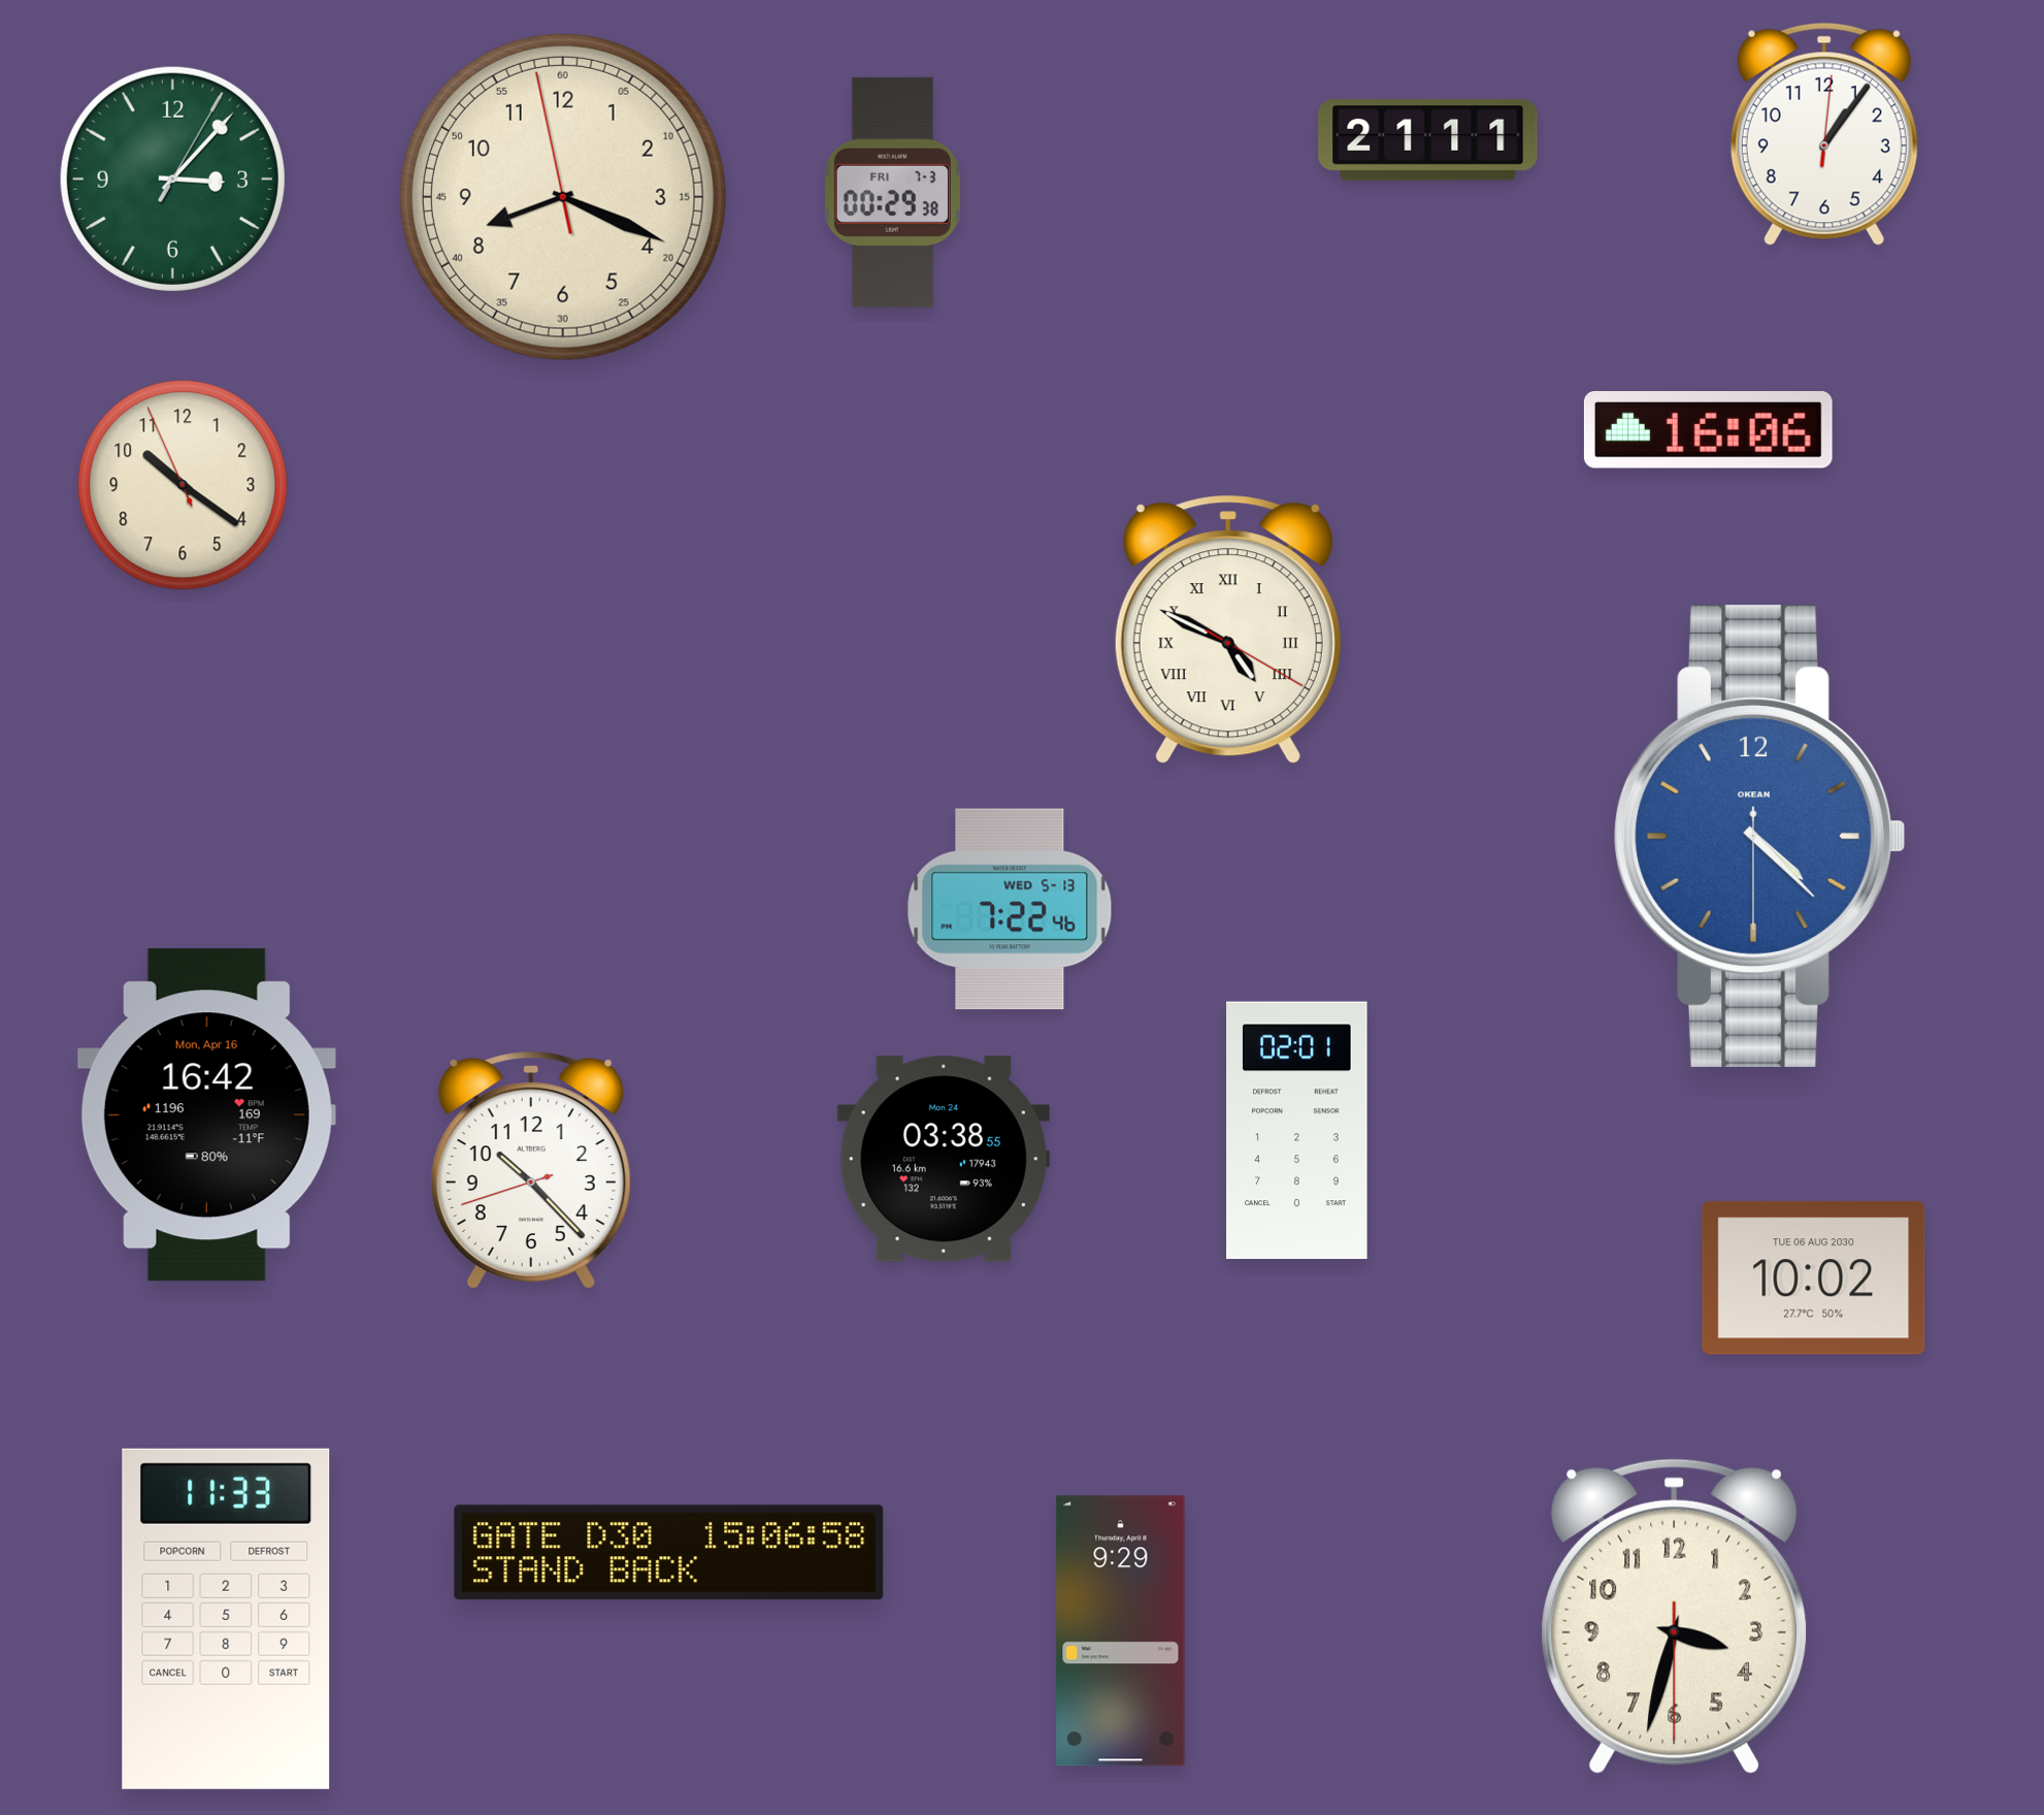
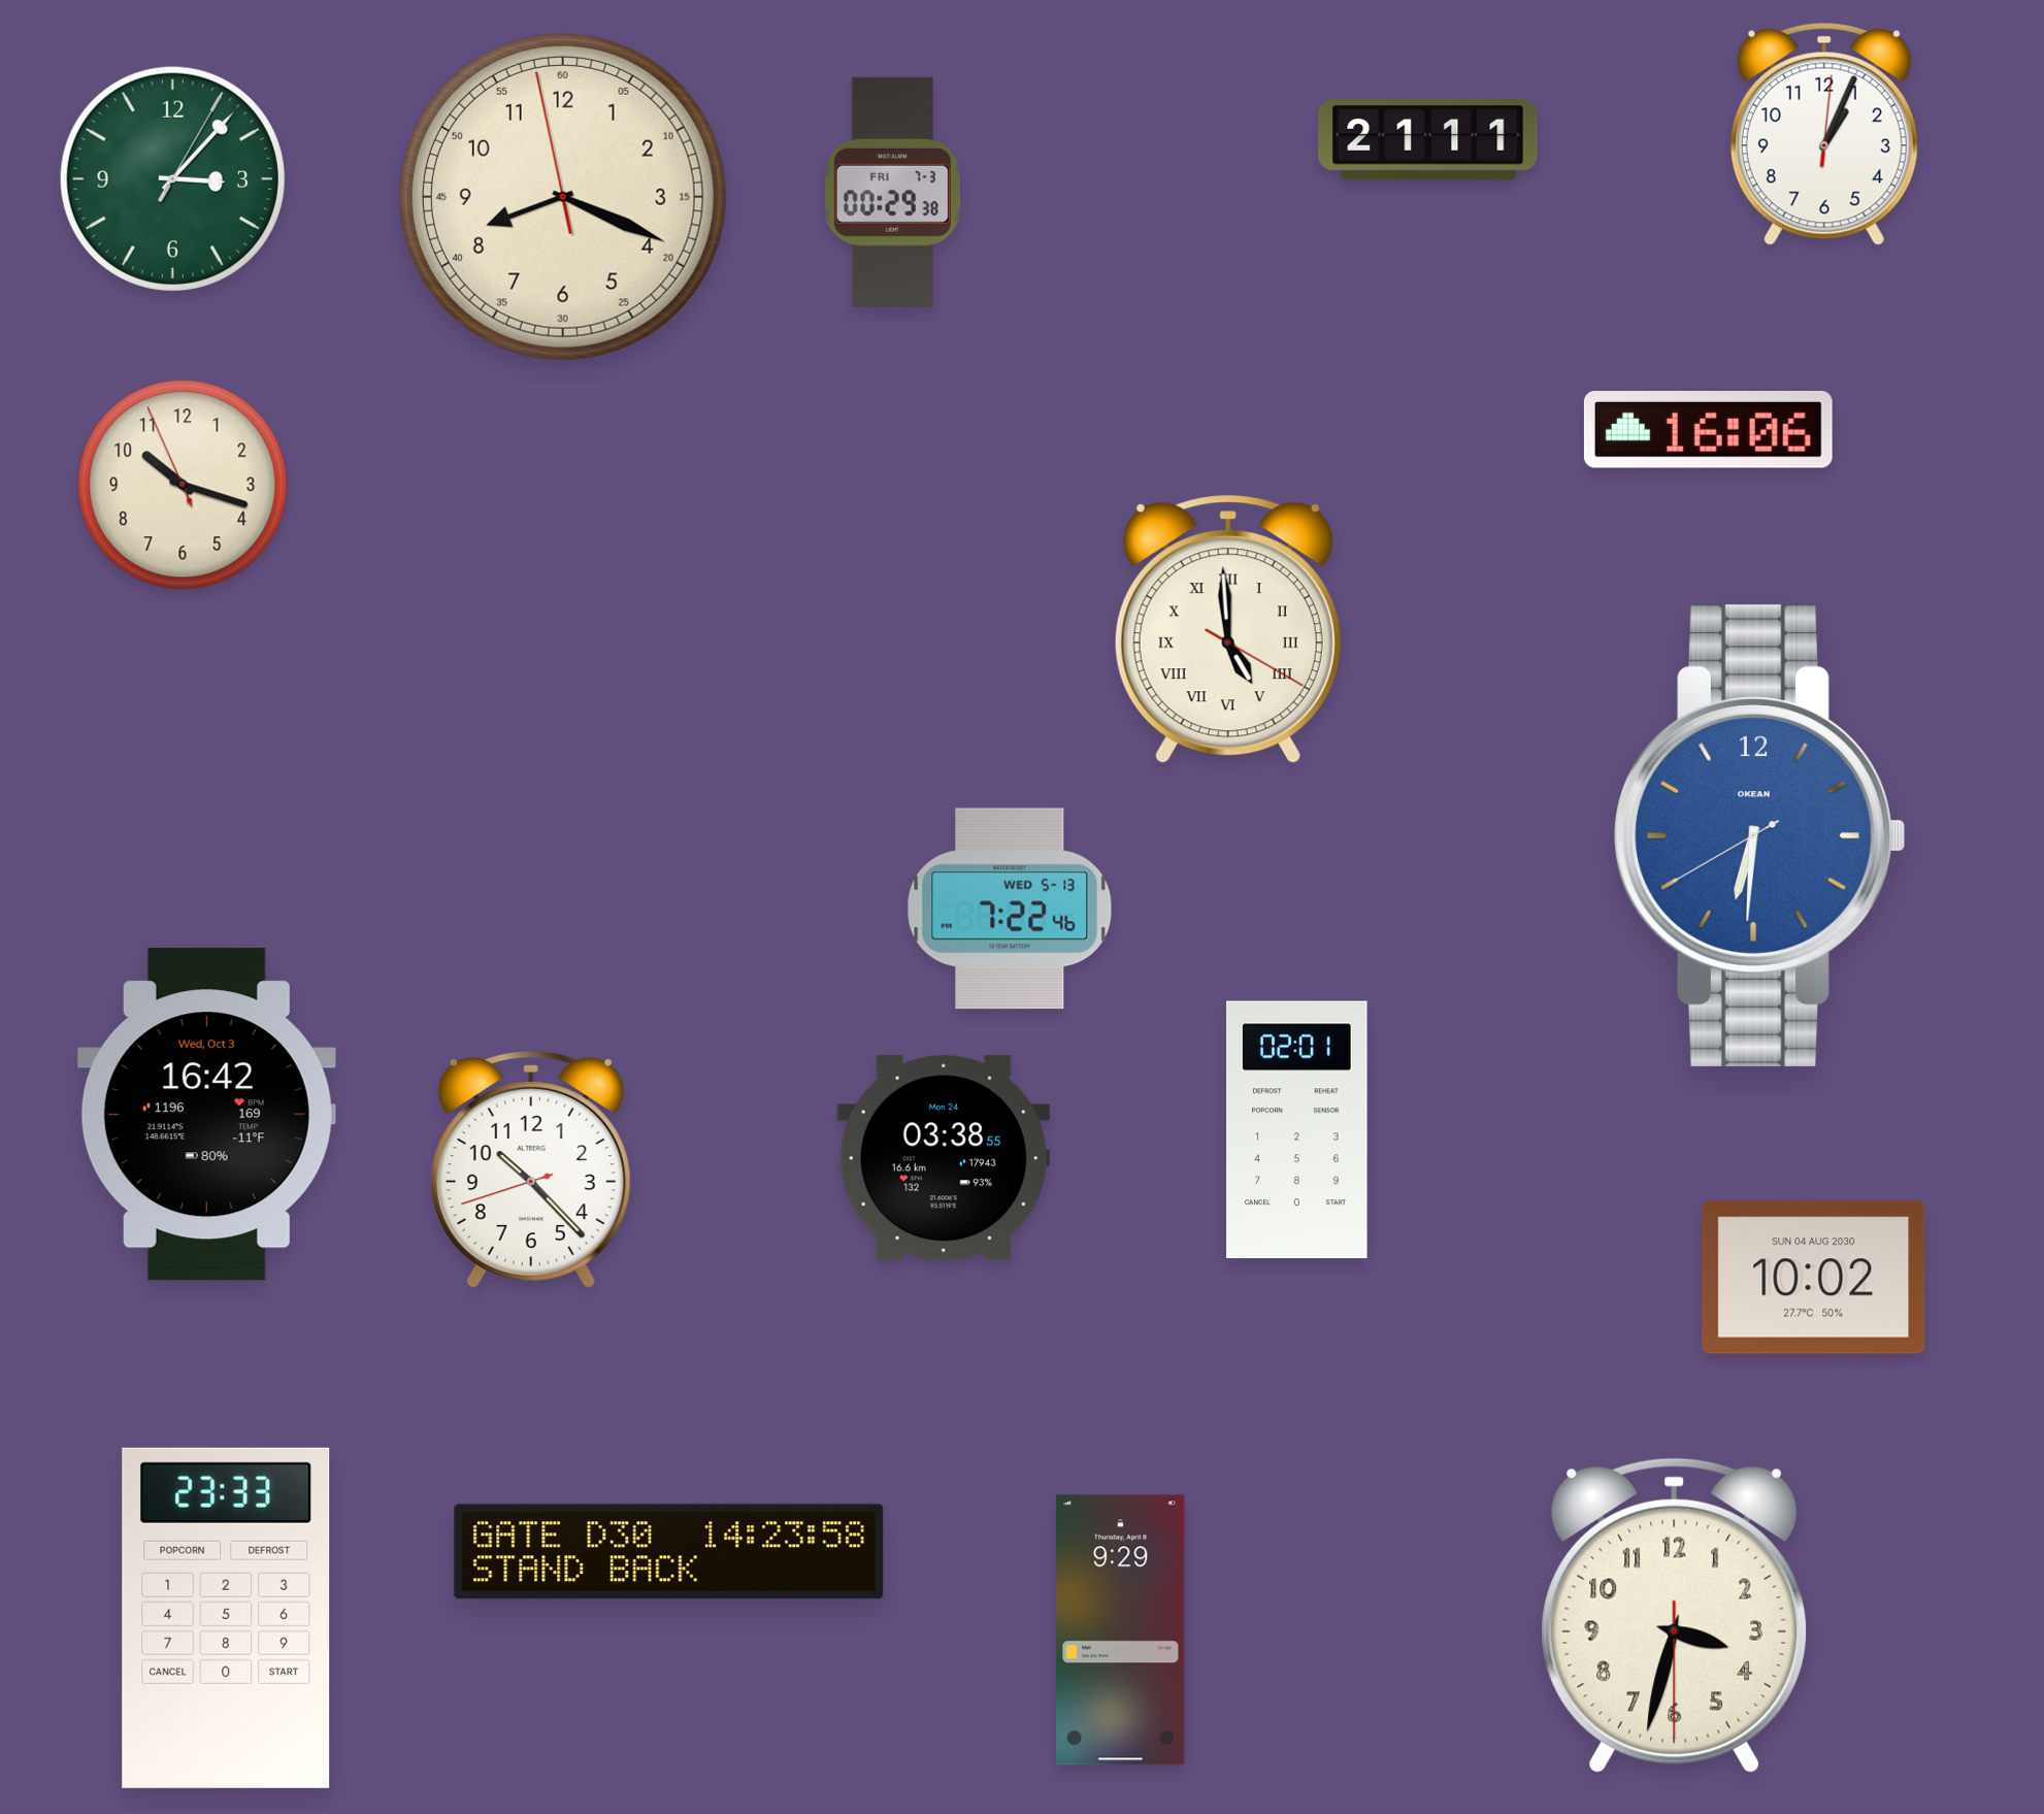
clock at (1824, 134): 1:06 -> 1:04
clock at (183, 485): 10:20 -> 10:17
clock at (1228, 629): 4:49 -> 4:59
clock at (1759, 836): 4:22 -> 6:30
clock at (206, 1115) date: Mon, Apr 16 -> Wed, Oct 3
clock at (1814, 1278) date: TUE 06 AUG 2030 -> SUN 04 AUG 2030
clock at (669, 1553): 15:06 -> 14:23
clock at (226, 1619): 11:33 -> 23:33
